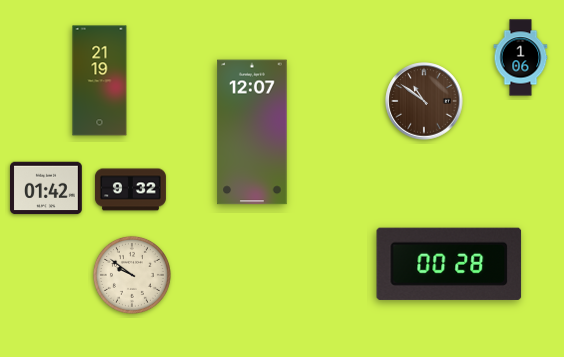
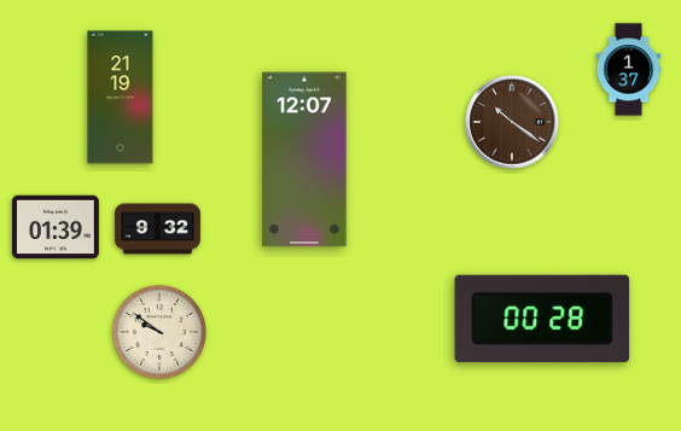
clock at (521, 58): 1:06 -> 1:37
clock at (424, 101): 10:51 -> 10:21
clock at (47, 188): 01:42 -> 01:39
